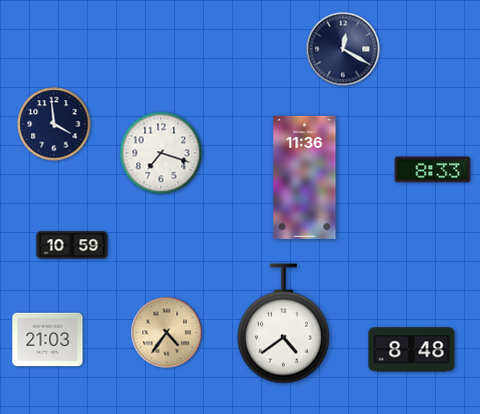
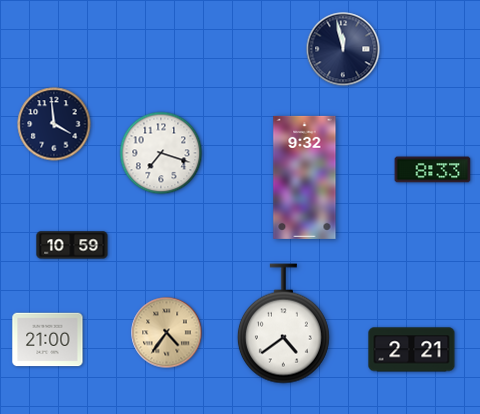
clock at (343, 49): 12:20 -> 11:58
clock at (305, 177): 11:36 -> 9:32
clock at (48, 340): 21:03 -> 21:00
clock at (412, 350): 8:48 -> 2:21
